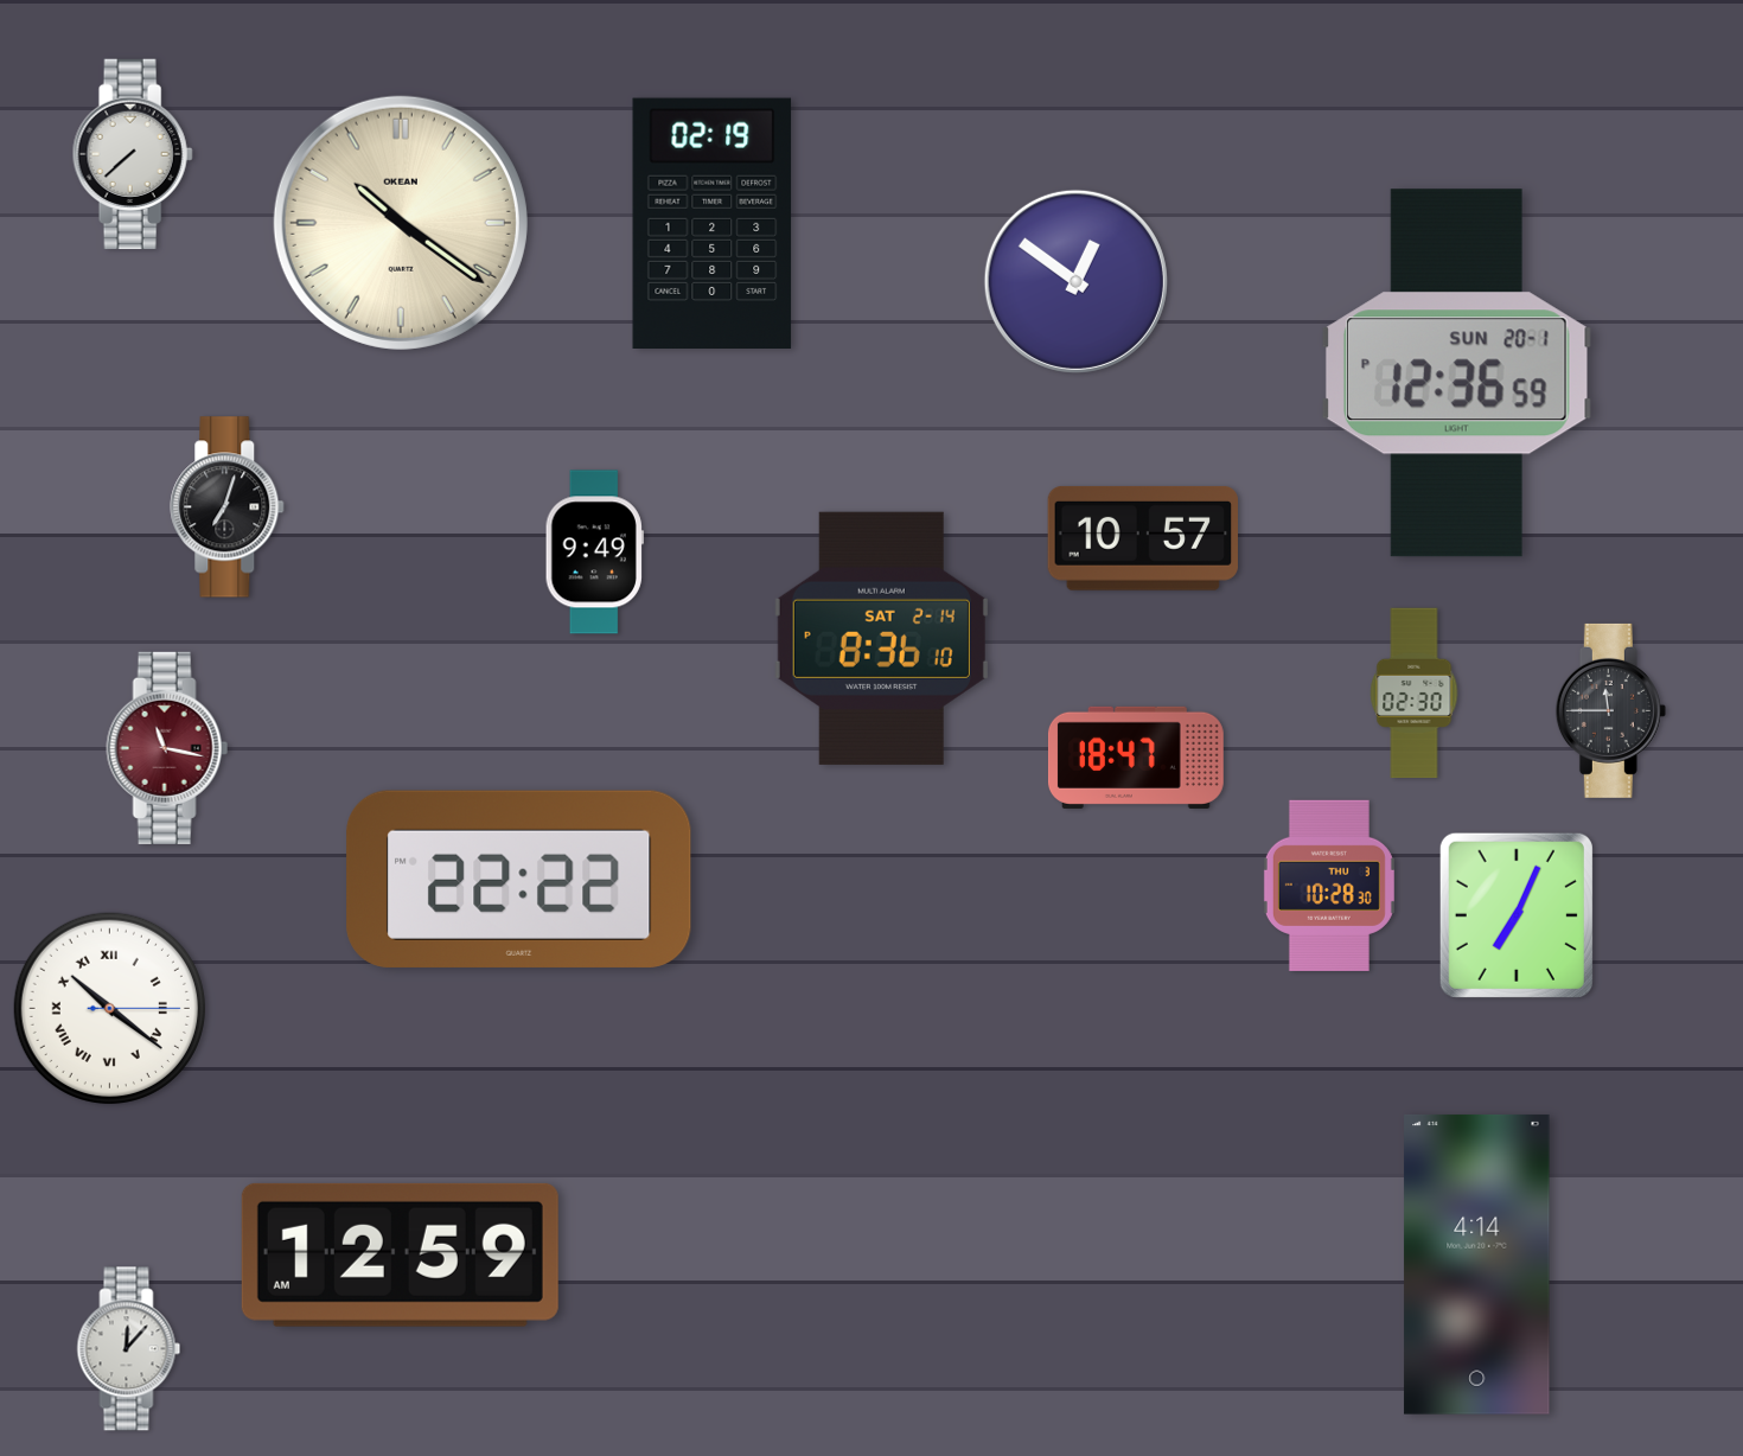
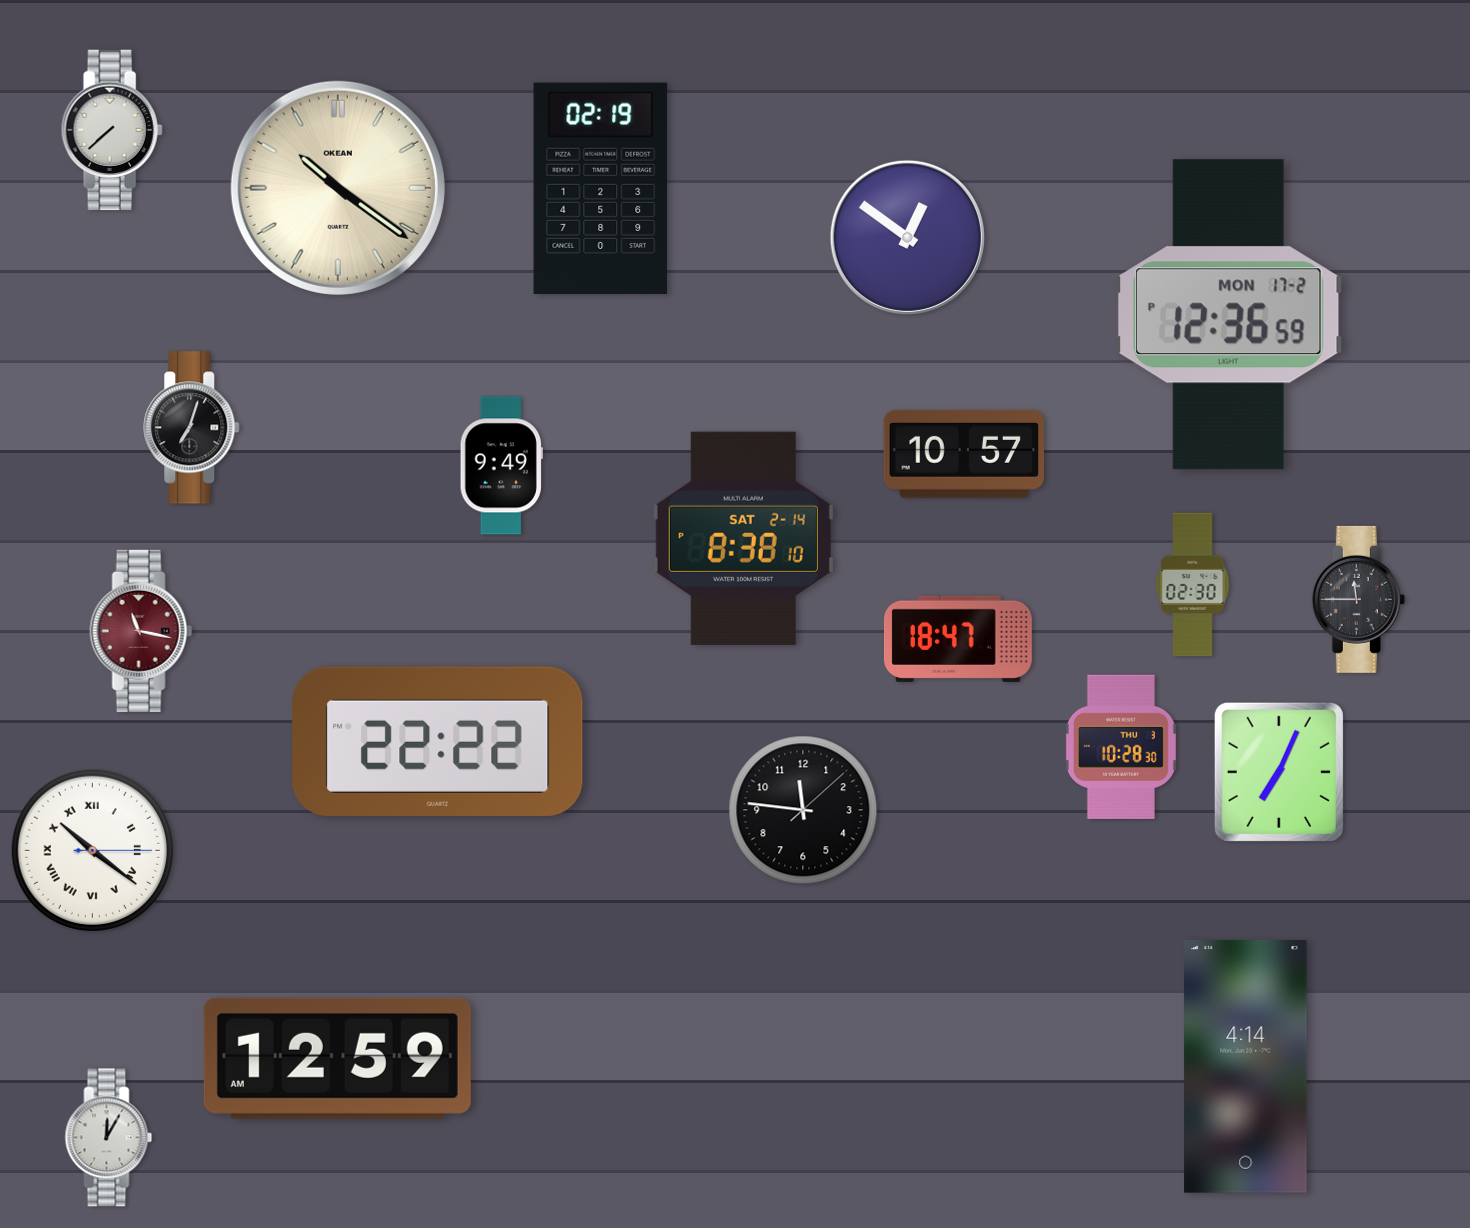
clock at (1456, 373) date: SUN 20-1 -> MON 17-2
clock at (881, 638): 8:36 -> 8:38
clock at (803, 810): none -> 11:46
clock at (129, 1349): 12:07 -> 12:05
